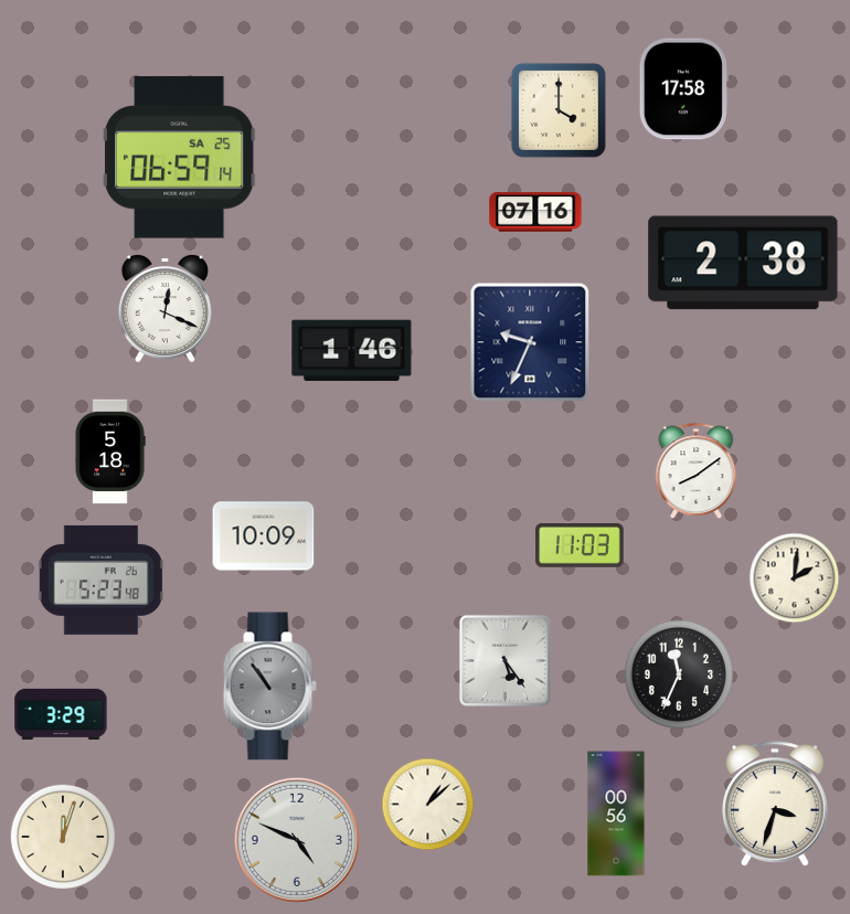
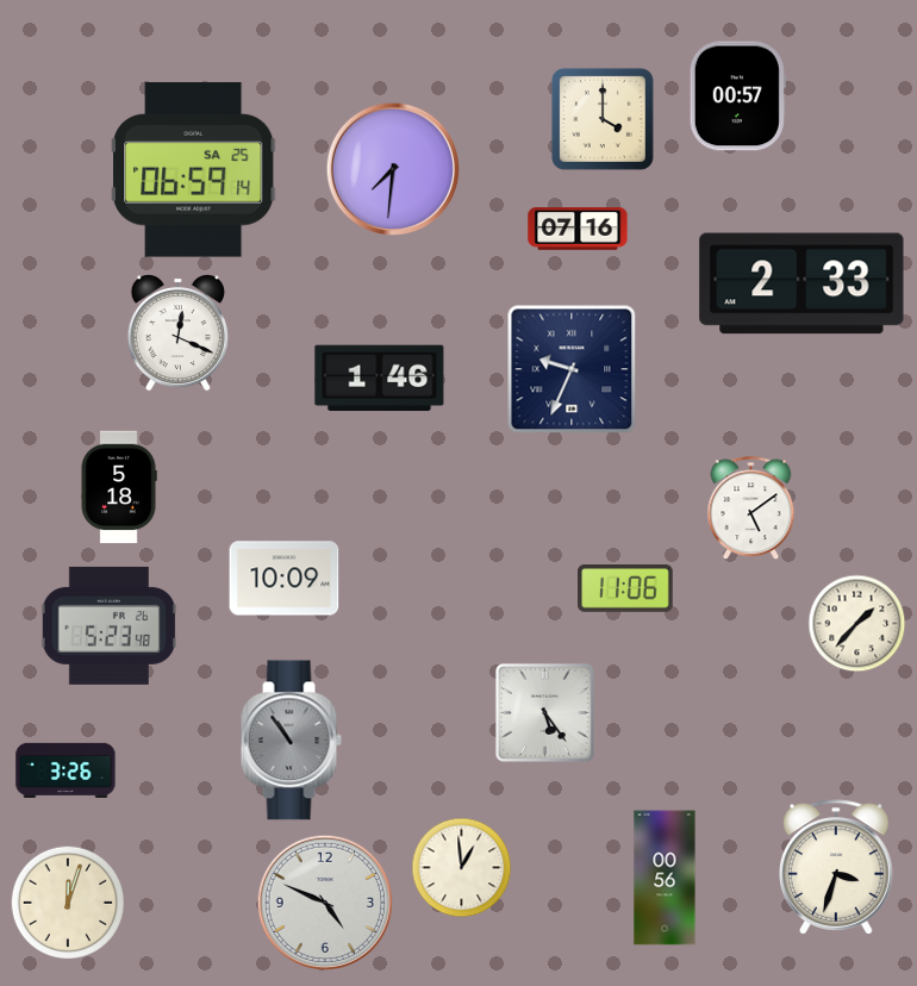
clock at (683, 89): 17:58 -> 00:57
clock at (392, 168): none -> 7:31
clock at (743, 263): 2:38 -> 2:33
clock at (697, 471): 8:09 -> 5:09
clock at (580, 545): 11:03 -> 11:06
clock at (795, 578): 2:01 -> 1:37
clock at (679, 674): 11:34 -> none
clock at (61, 714): 3:29 -> 3:26
clock at (428, 805): 1:08 -> 12:59
clock at (296, 839) position: (296, 839) -> (324, 901)
